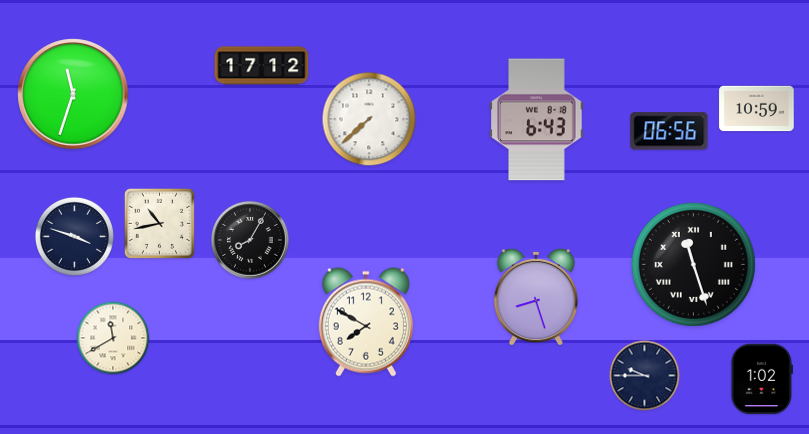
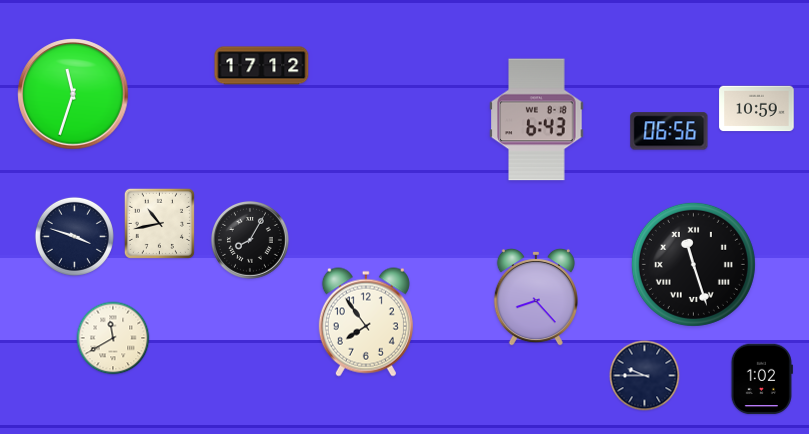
clock at (369, 119): 7:38 -> none
clock at (536, 297): 8:27 -> 8:23
clock at (366, 322): 7:50 -> 7:54
